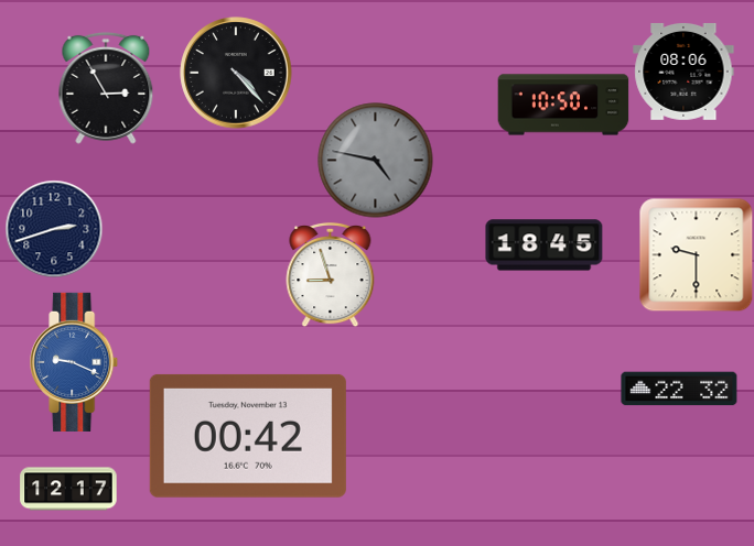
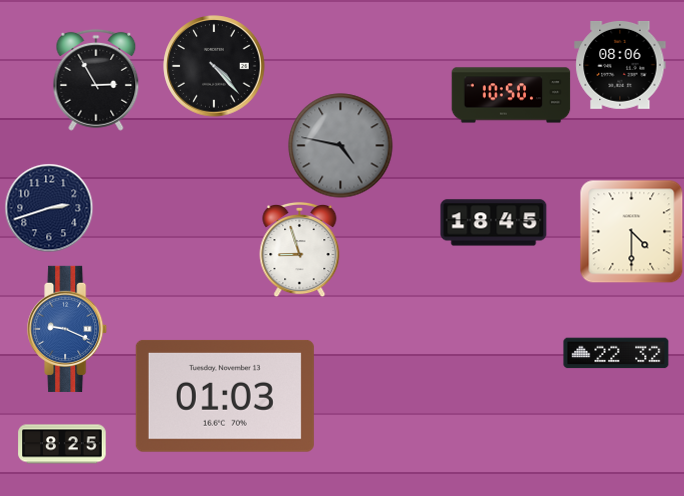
clock at (696, 254): 9:30 -> 4:30
clock at (248, 436): 00:42 -> 01:03
clock at (68, 489): 12:17 -> 8:25
